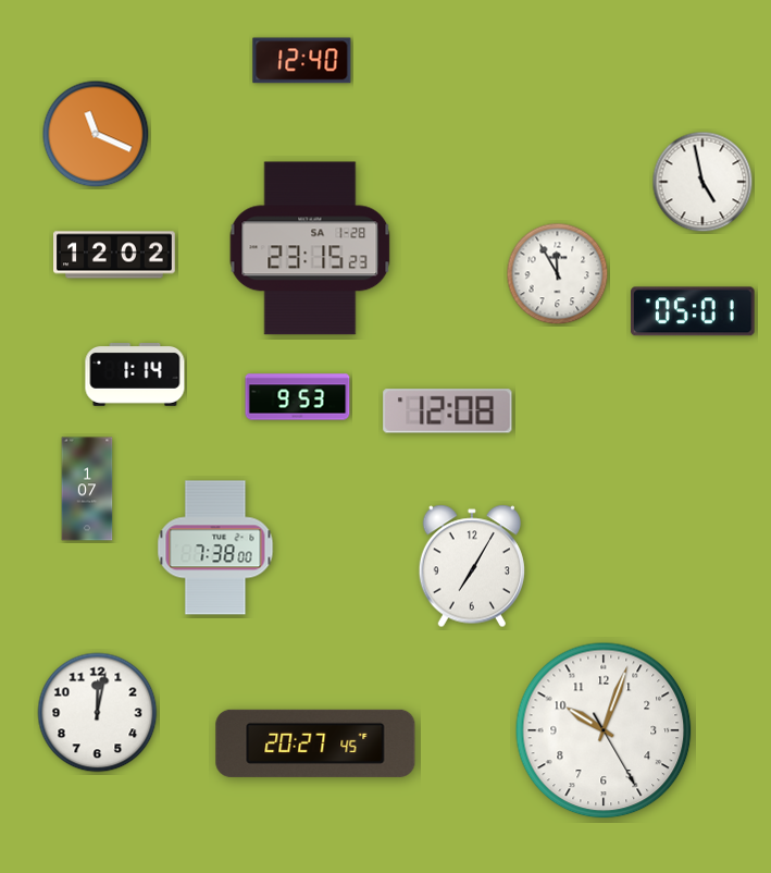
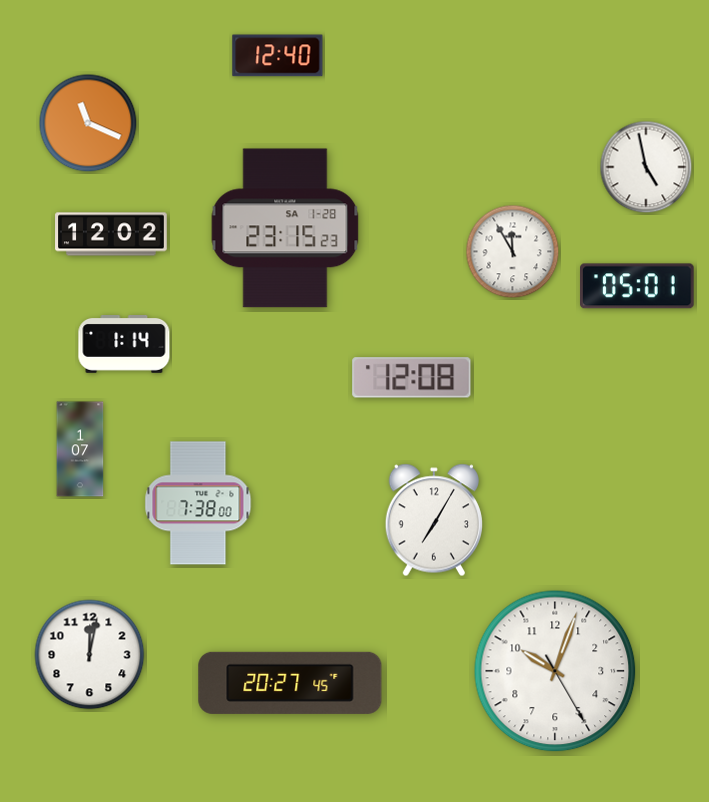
clock at (114, 255) position: (114, 255) -> (111, 234)
clock at (298, 397): 9:53 -> none
